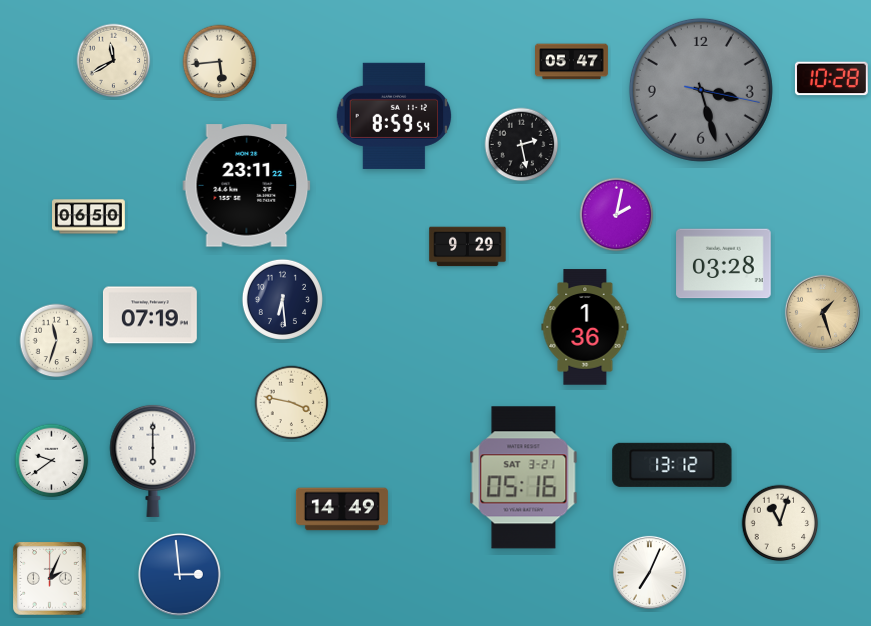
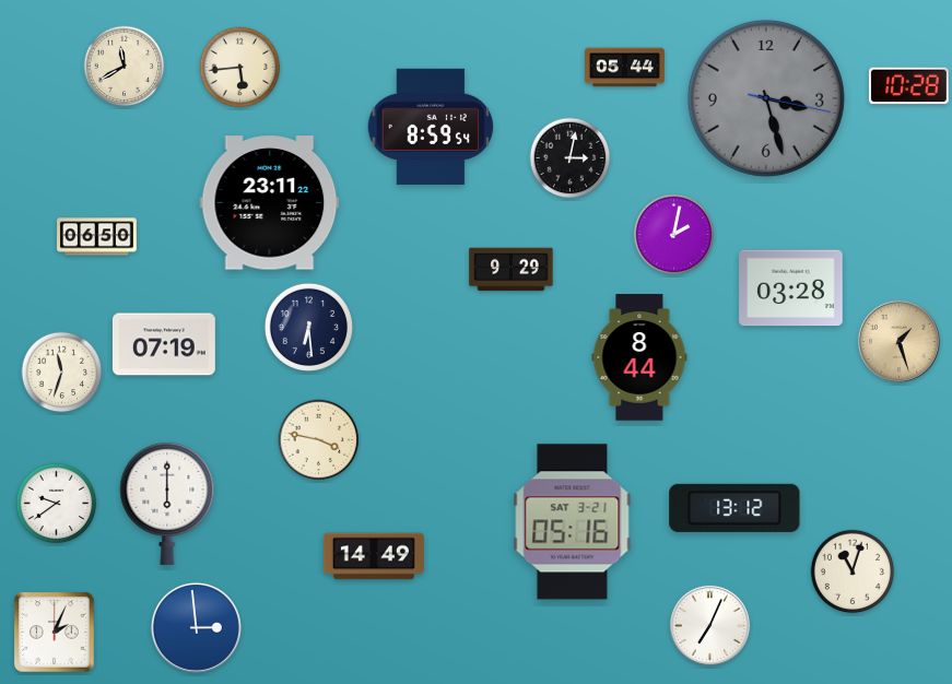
clock at (572, 62): 05:47 -> 05:44
clock at (522, 145): 2:28 -> 3:02
clock at (585, 327): 1:36 -> 8:44
